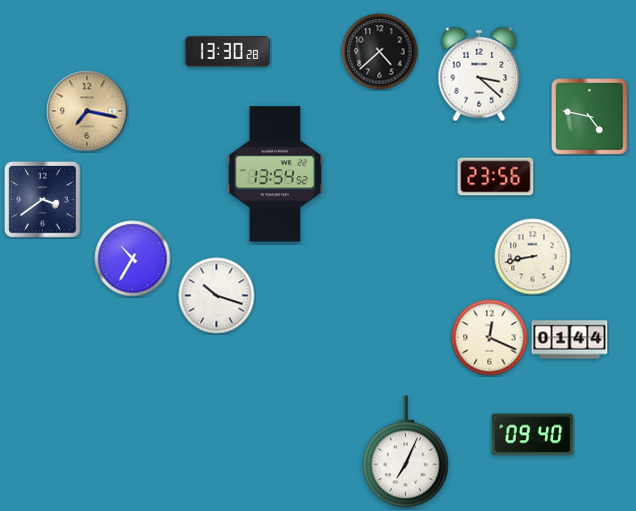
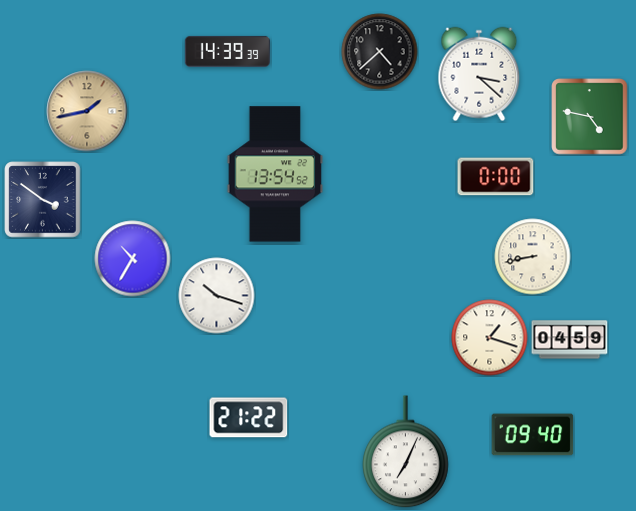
clock at (228, 51): 13:30 -> 14:39
clock at (87, 111): 7:17 -> 1:43
clock at (496, 177): 23:56 -> 0:00
clock at (43, 200): 3:39 -> 3:51
clock at (490, 338): 12:19 -> 1:18
clock at (570, 340): 01:44 -> 04:59
clock at (249, 418): none -> 21:22
